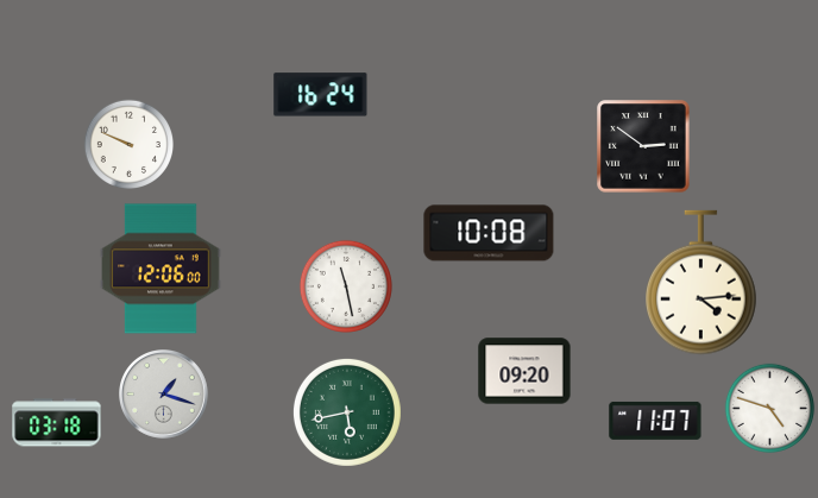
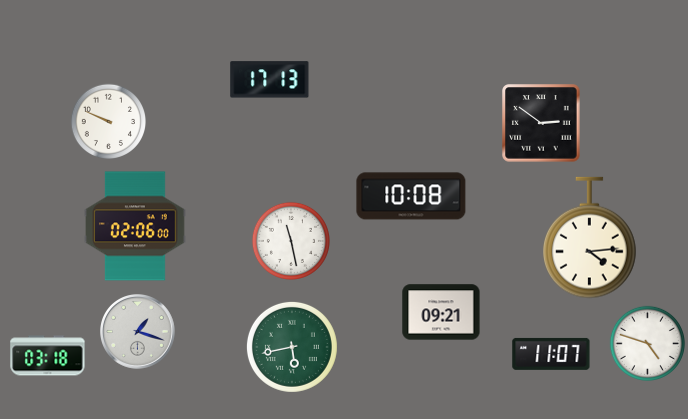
clock at (321, 95): 16:24 -> 17:13
clock at (162, 269): 12:06 -> 02:06
clock at (524, 371): 09:20 -> 09:21
